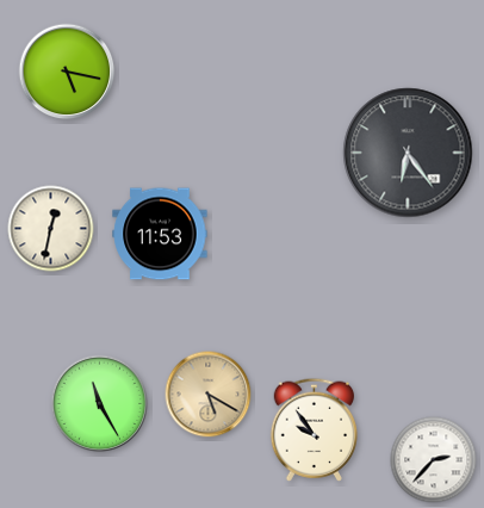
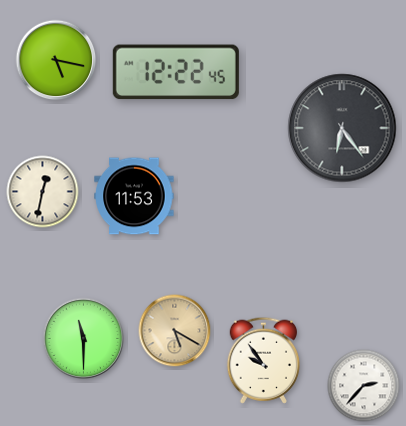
clock at (176, 72): none -> 12:22
clock at (100, 404): 11:25 -> 11:30
